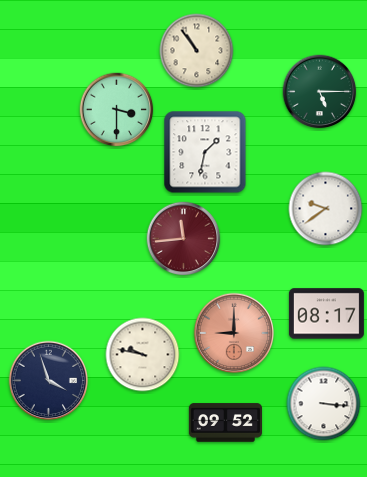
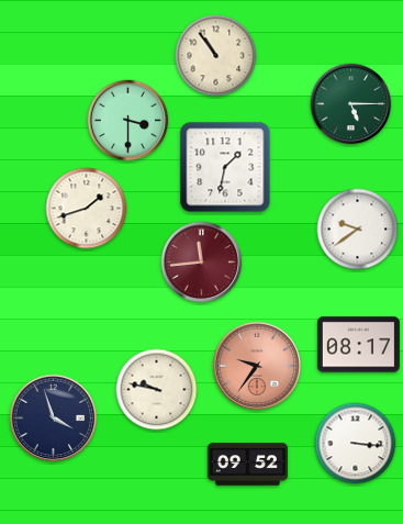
clock at (320, 92) position: (320, 92) -> (351, 104)
clock at (87, 209): none -> 1:42
clock at (234, 333): 9:00 -> 9:36
